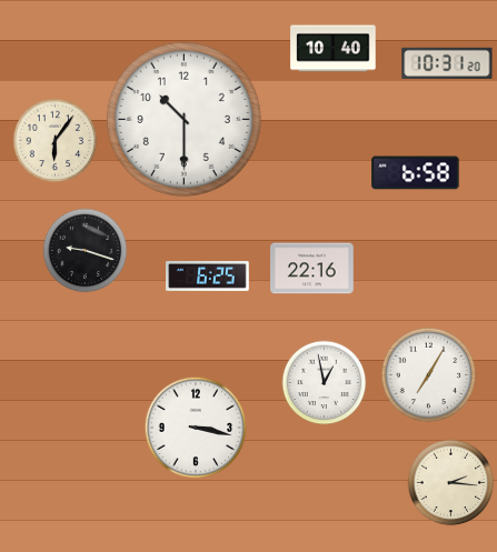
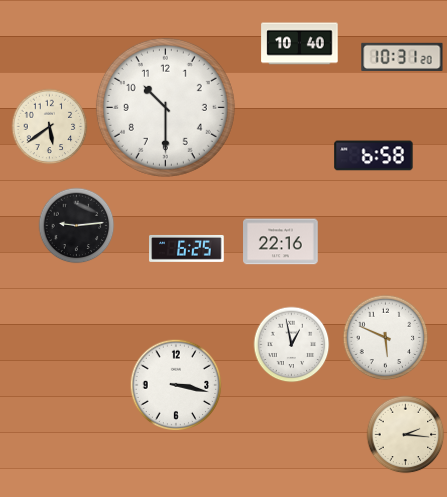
clock at (56, 141): 6:06 -> 5:39
clock at (86, 251): 9:18 -> 9:14
clock at (429, 375): 7:05 -> 5:49
